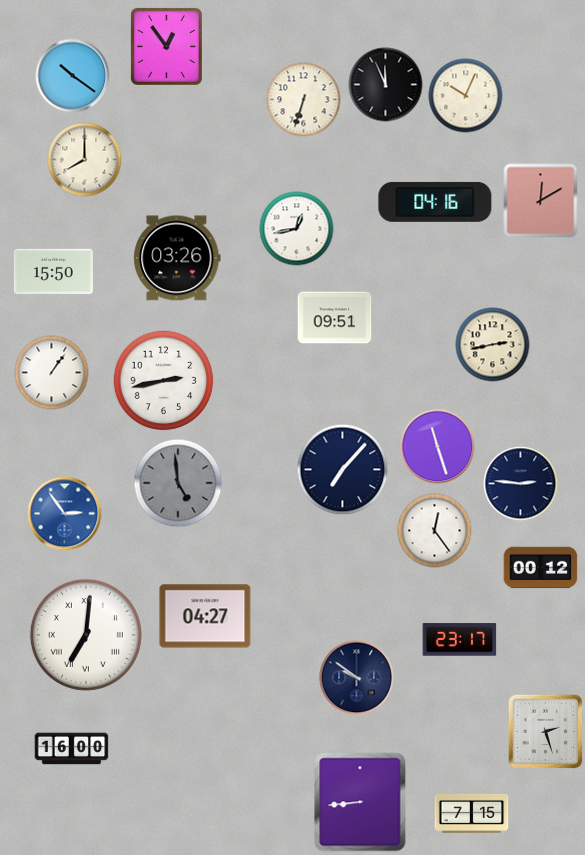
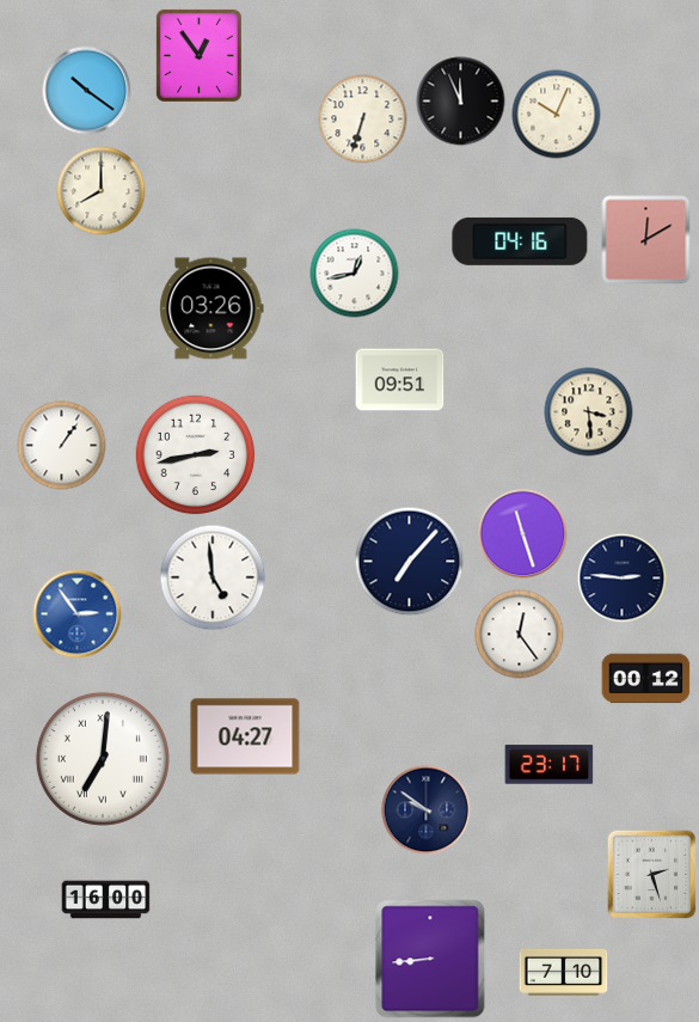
clock at (53, 271): 15:50 -> none
clock at (493, 345): 2:43 -> 3:29
clock at (178, 483) dial: grey -> white
clock at (72, 749) position: (72, 749) -> (106, 900)
clock at (472, 813): 7:15 -> 7:10
